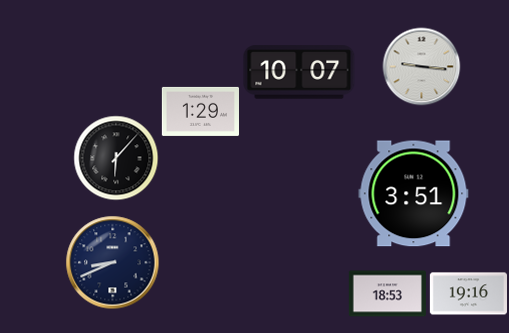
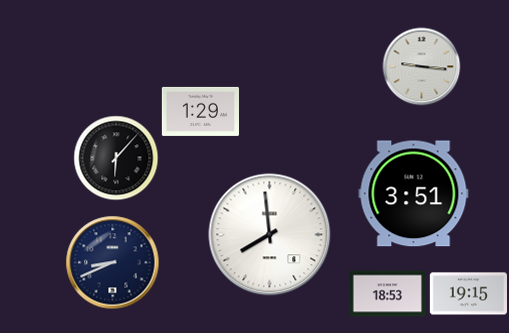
clock at (299, 72): 10:07 -> none
clock at (270, 235): none -> 7:59
clock at (468, 294): 19:16 -> 19:15
